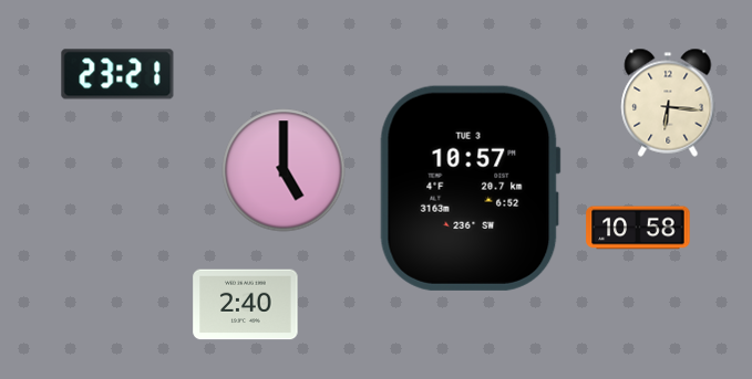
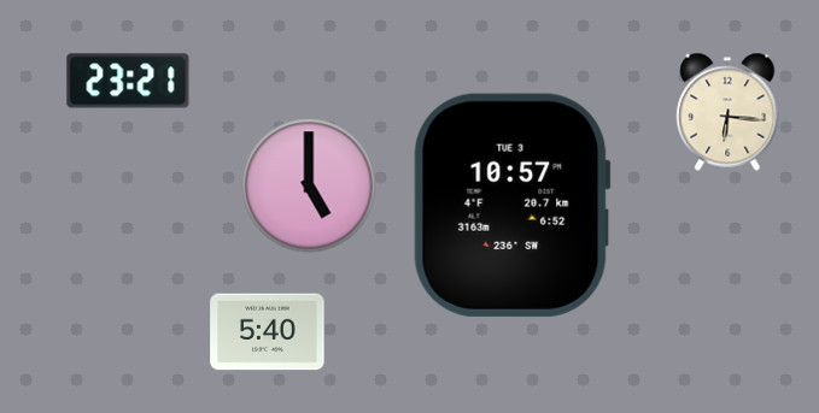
clock at (638, 228): 10:58 -> none
clock at (246, 305): 2:40 -> 5:40
